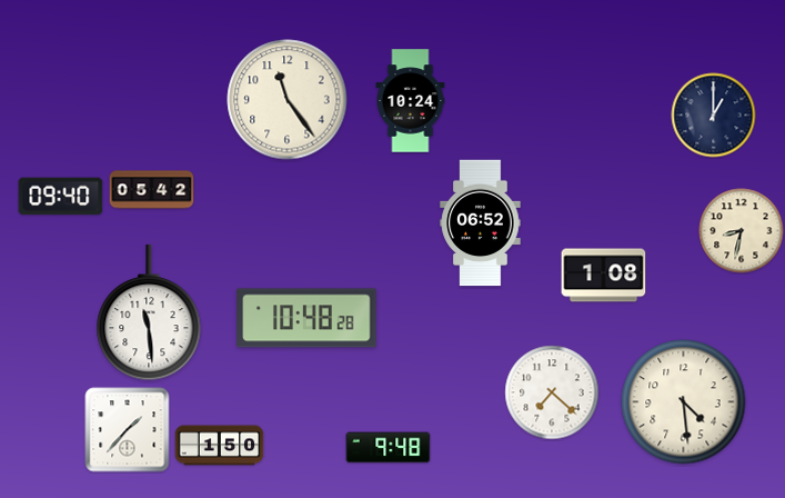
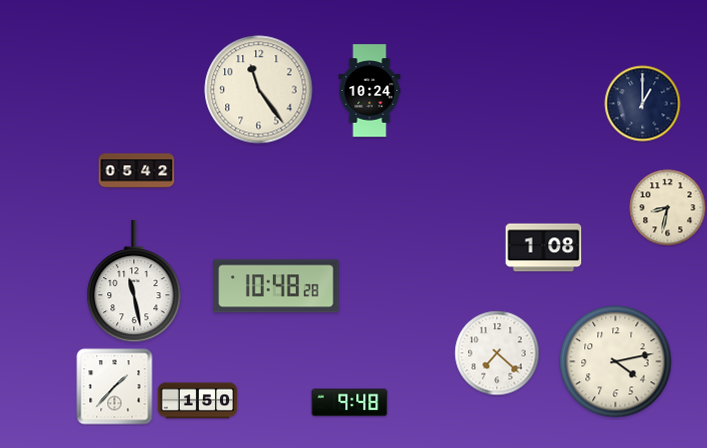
clock at (61, 197): 09:40 -> none
clock at (481, 223): 06:52 -> none
clock at (149, 312): 11:29 -> 11:28
clock at (684, 402): 4:29 -> 4:13
